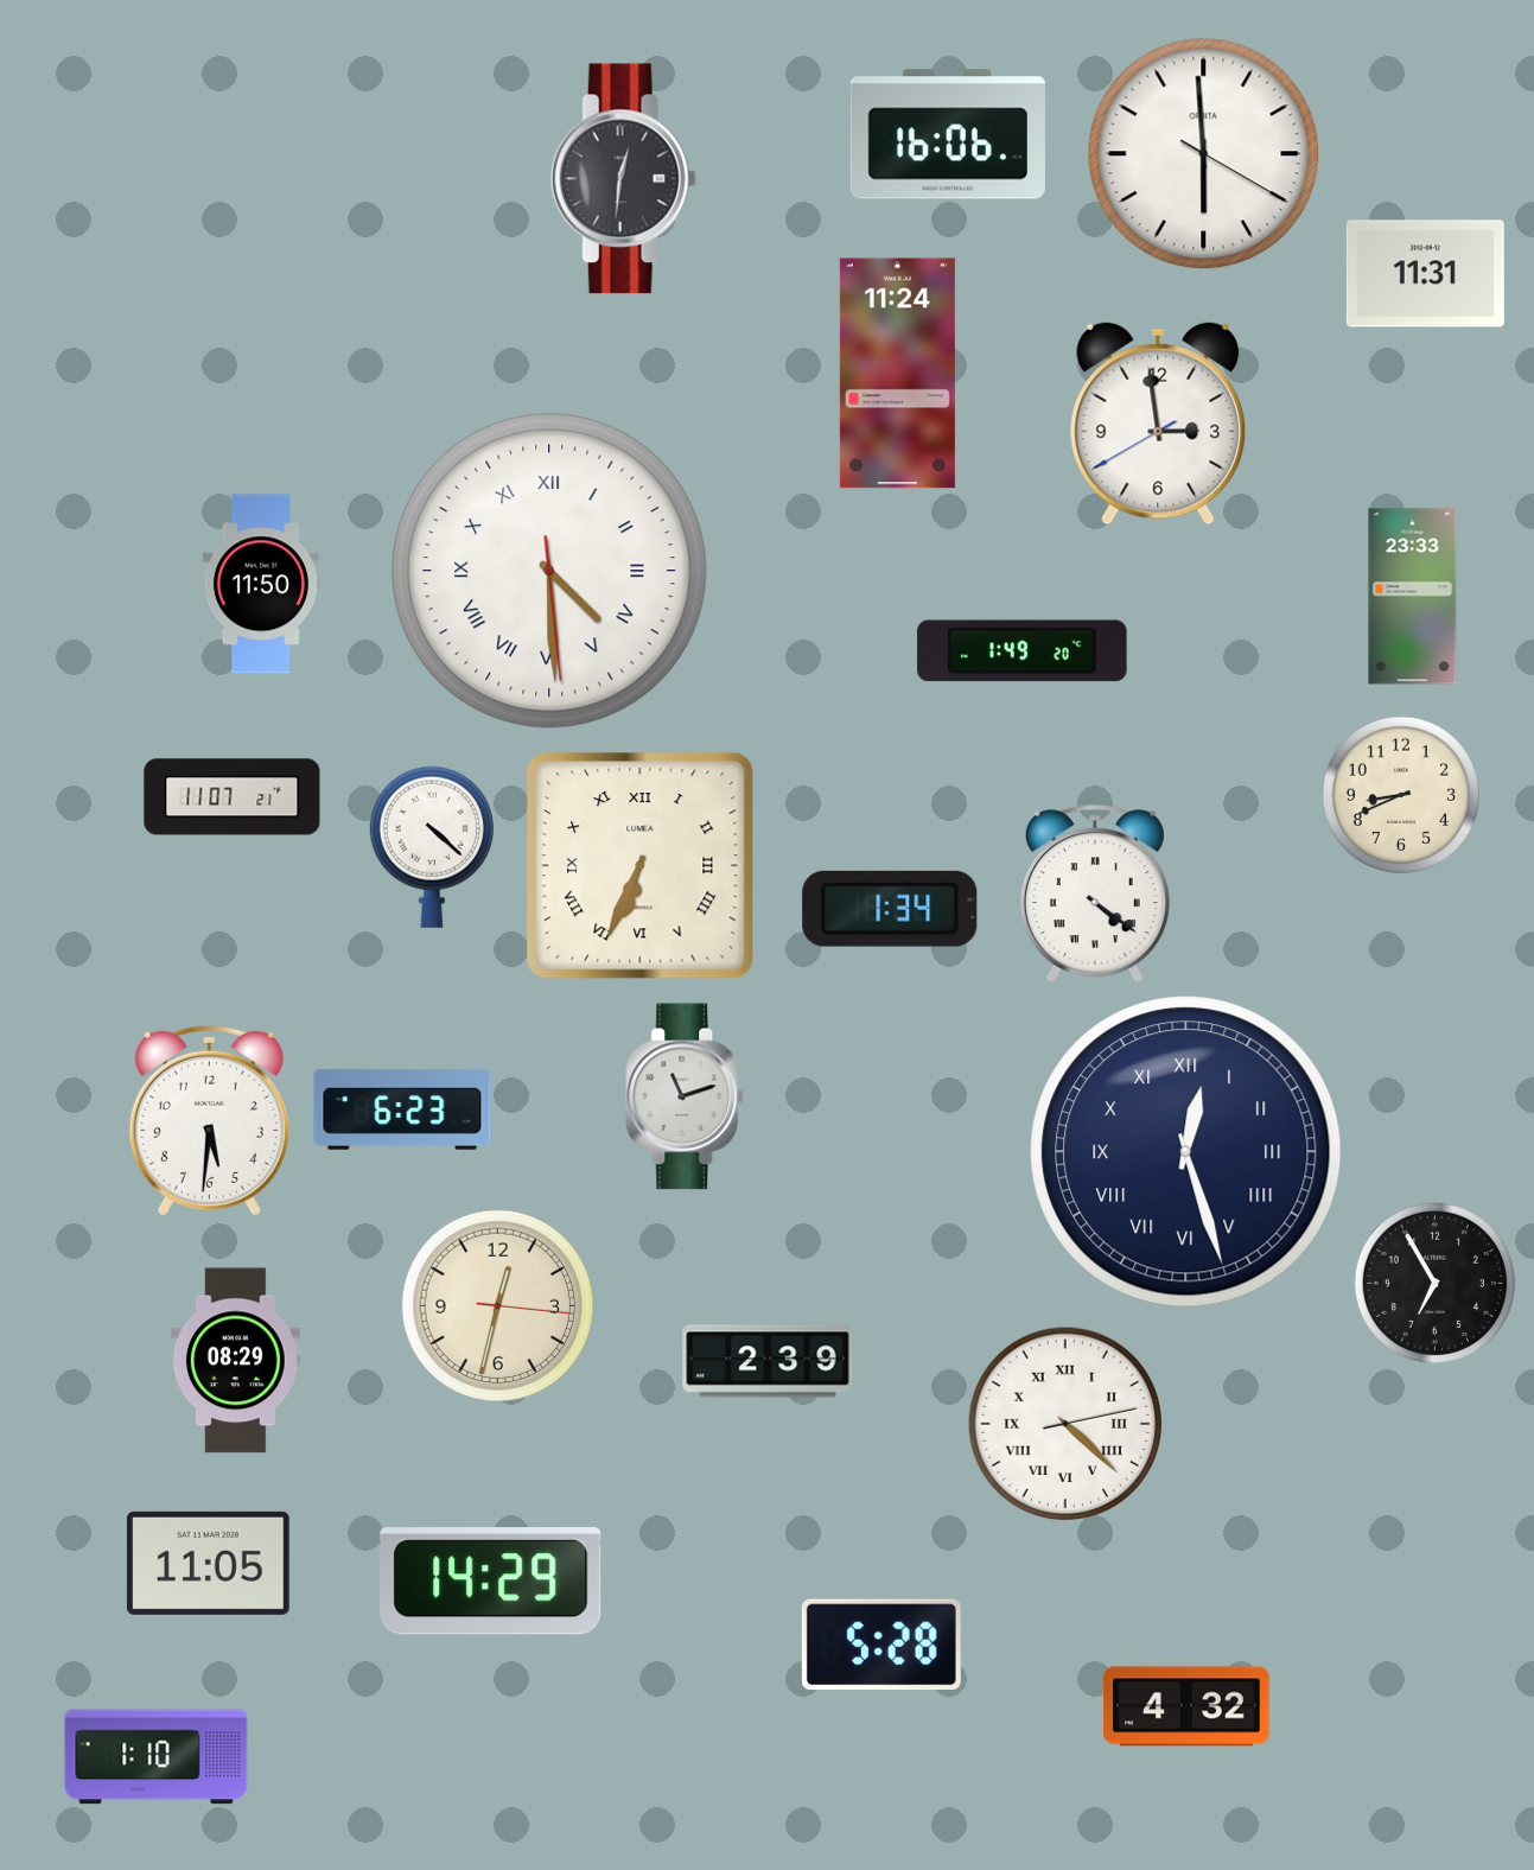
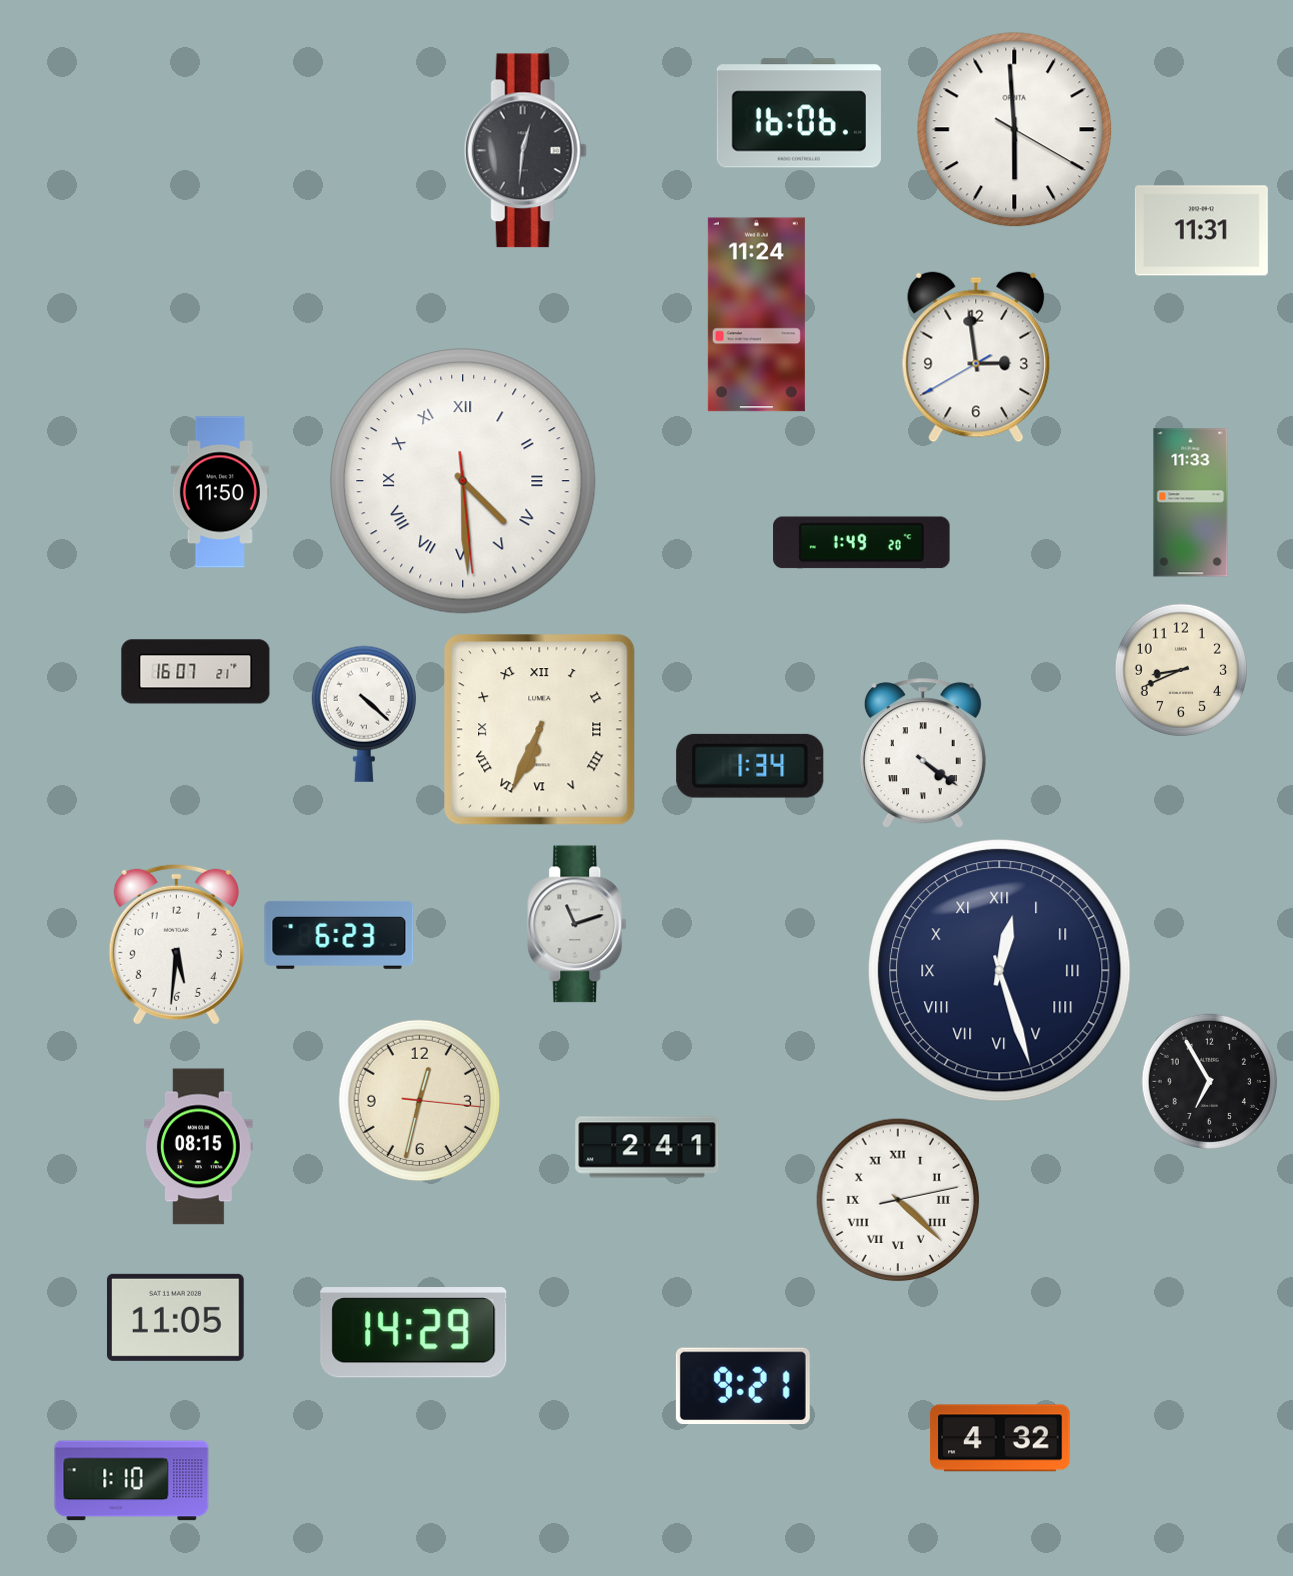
clock at (1413, 597): 23:33 -> 11:33
clock at (1023, 651) position: (1023, 651) -> (862, 543)
clock at (233, 797): 11:07 -> 16:07
clock at (235, 1361): 08:29 -> 08:15
clock at (768, 1361): 2:39 -> 2:41
clock at (881, 1645): 5:28 -> 9:21
